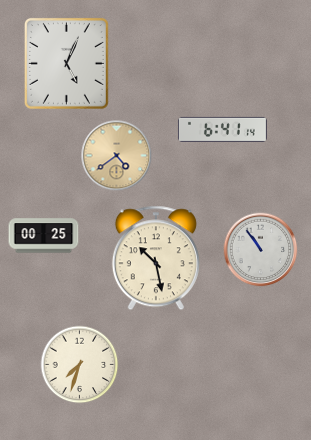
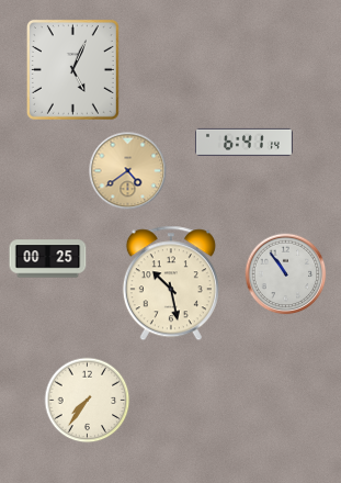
clock at (80, 365): 7:33 -> 7:36
